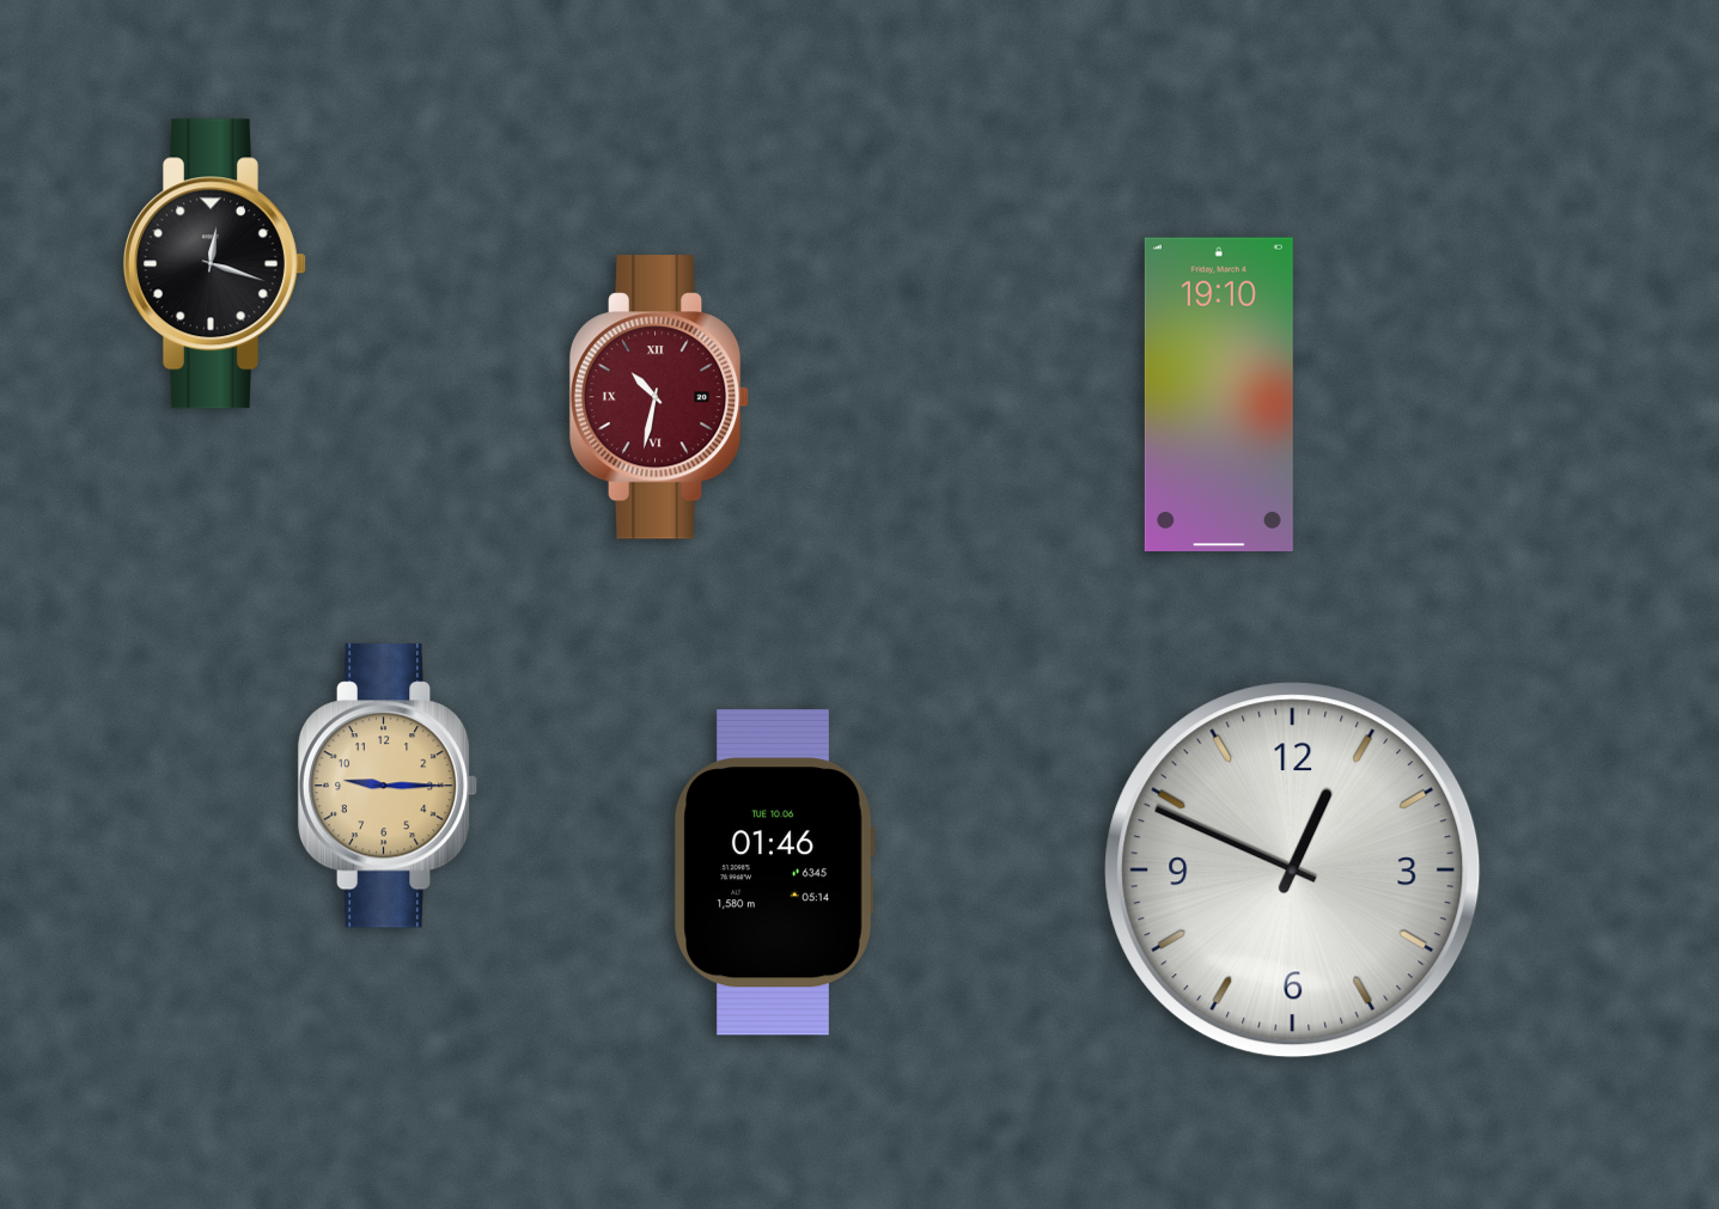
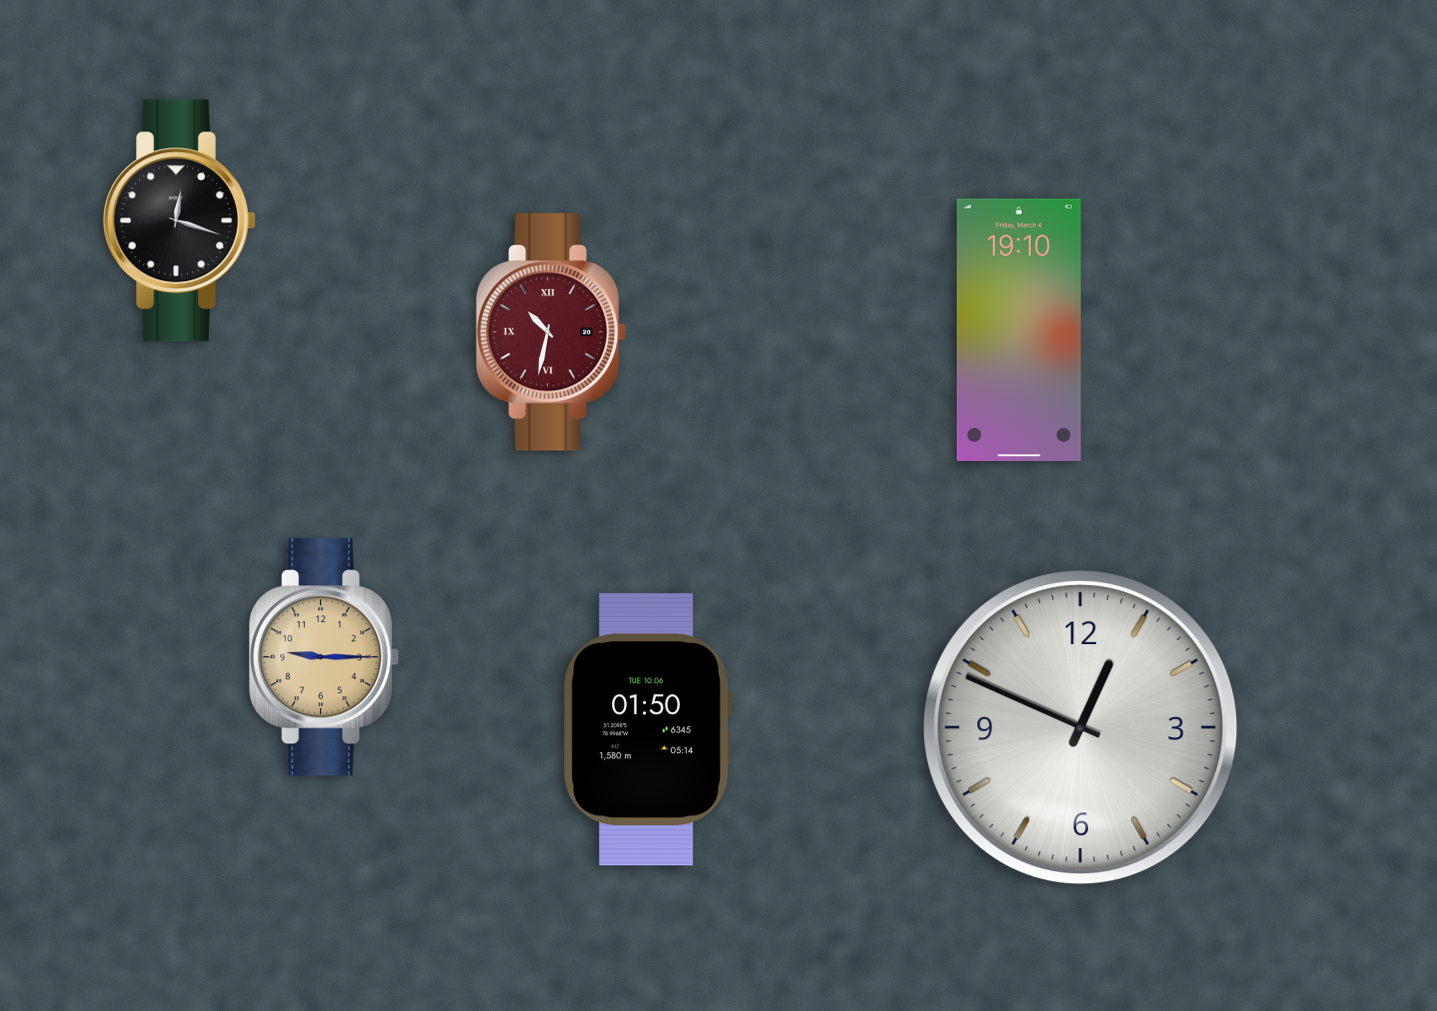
clock at (774, 873): 01:46 -> 01:50
